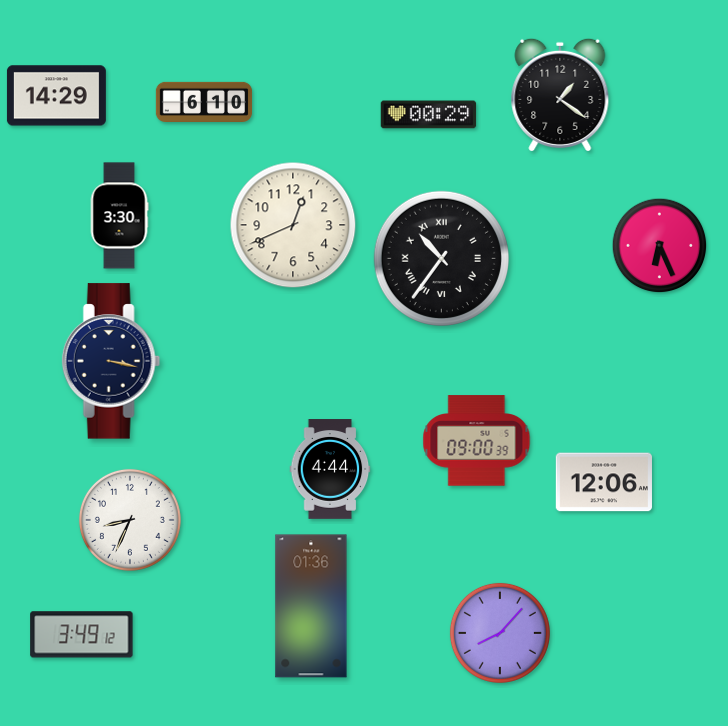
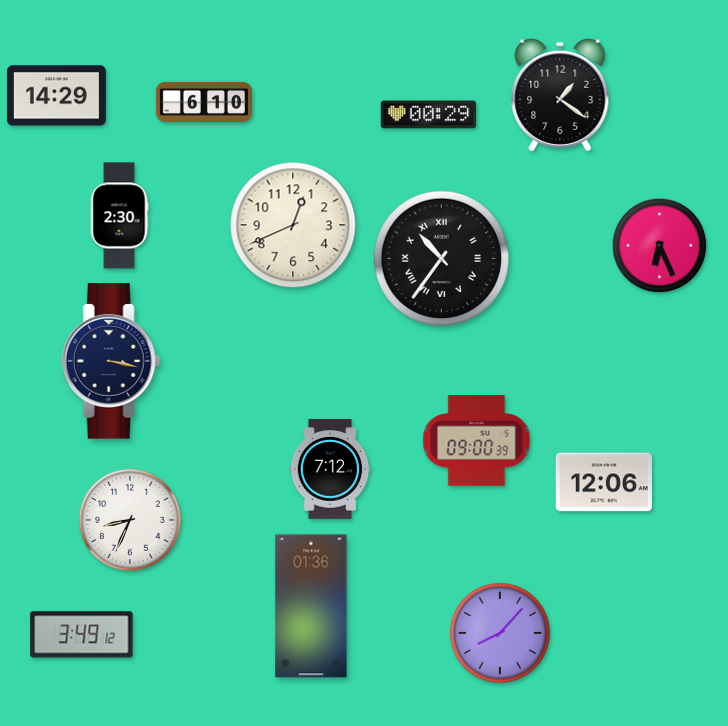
clock at (119, 216): 3:30 -> 2:30
clock at (330, 469): 4:44 -> 7:12
